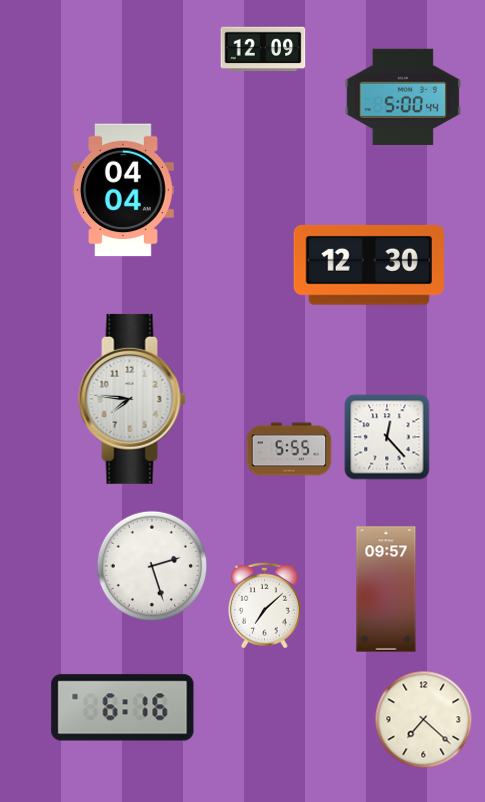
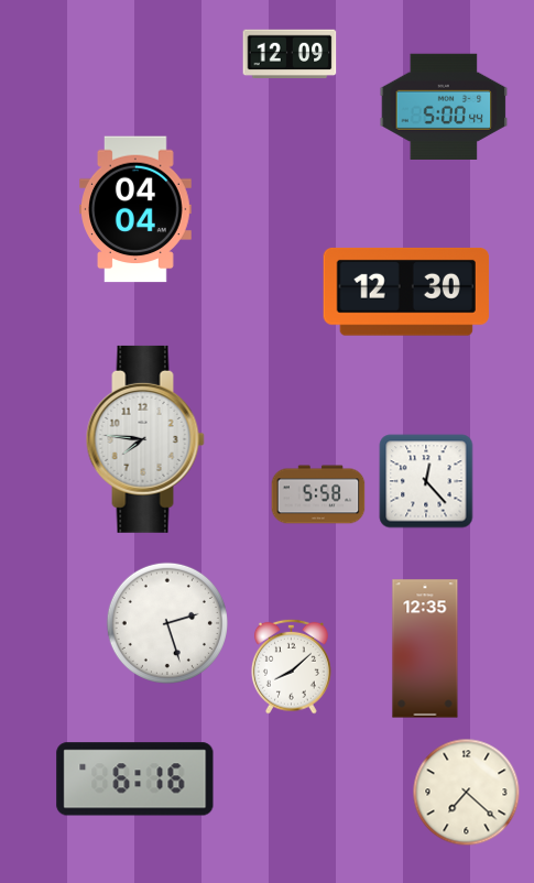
clock at (289, 449): 5:55 -> 5:58
clock at (386, 589): 09:57 -> 12:35
clock at (265, 605): 7:08 -> 8:08
